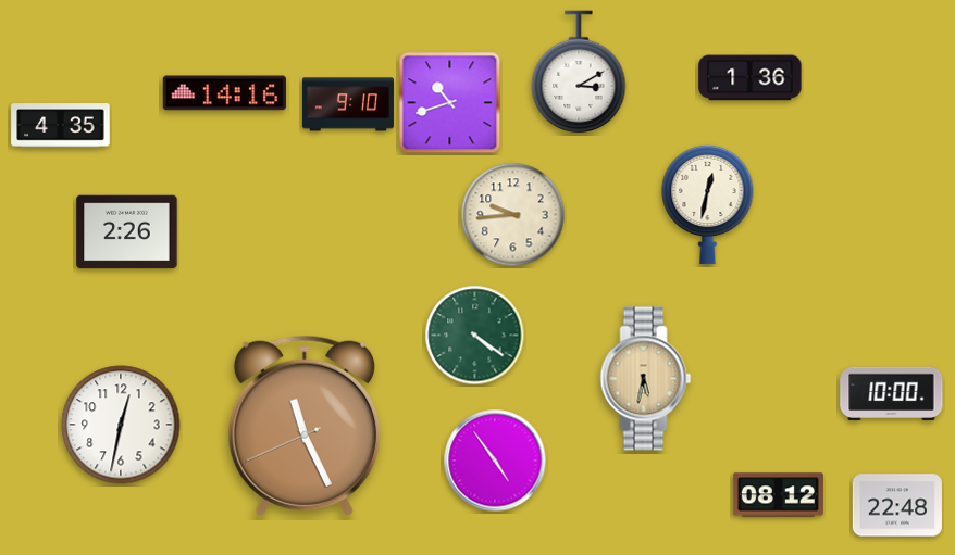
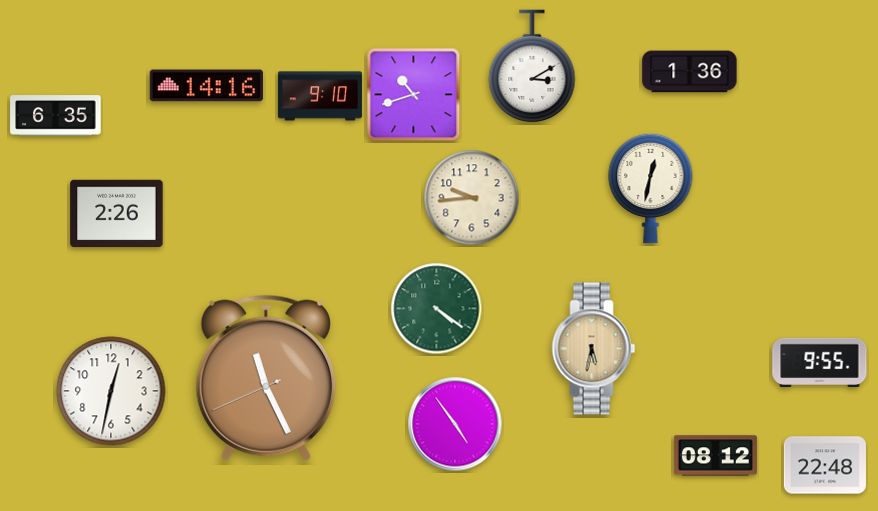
clock at (61, 126): 4:35 -> 6:35
clock at (892, 393): 10:00 -> 9:55
clock at (305, 426) position: (305, 426) -> (266, 378)
